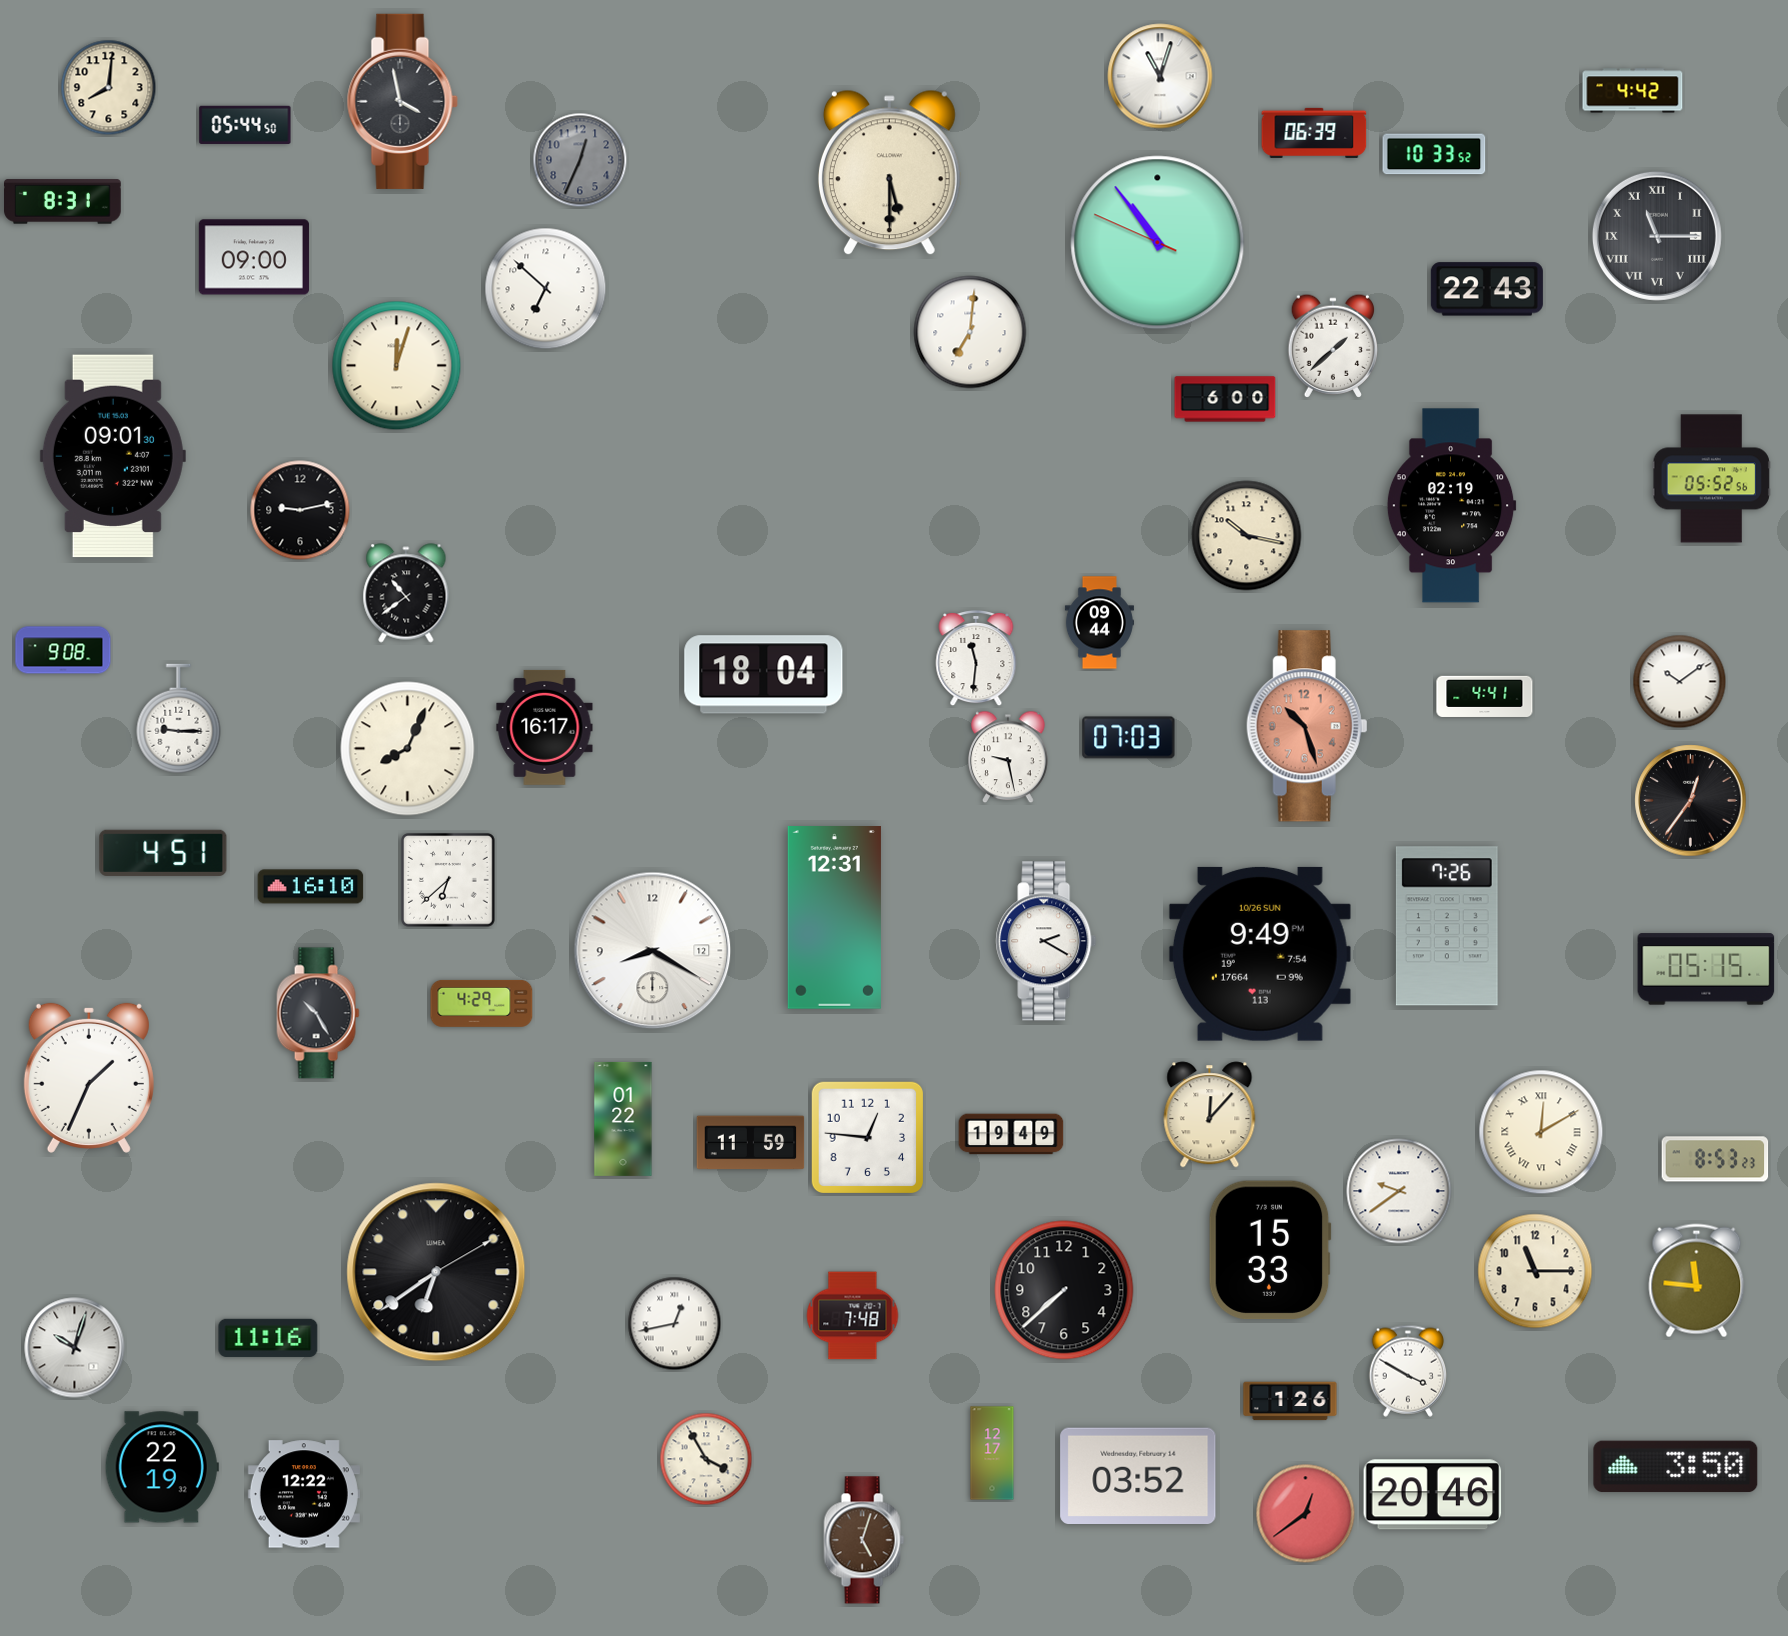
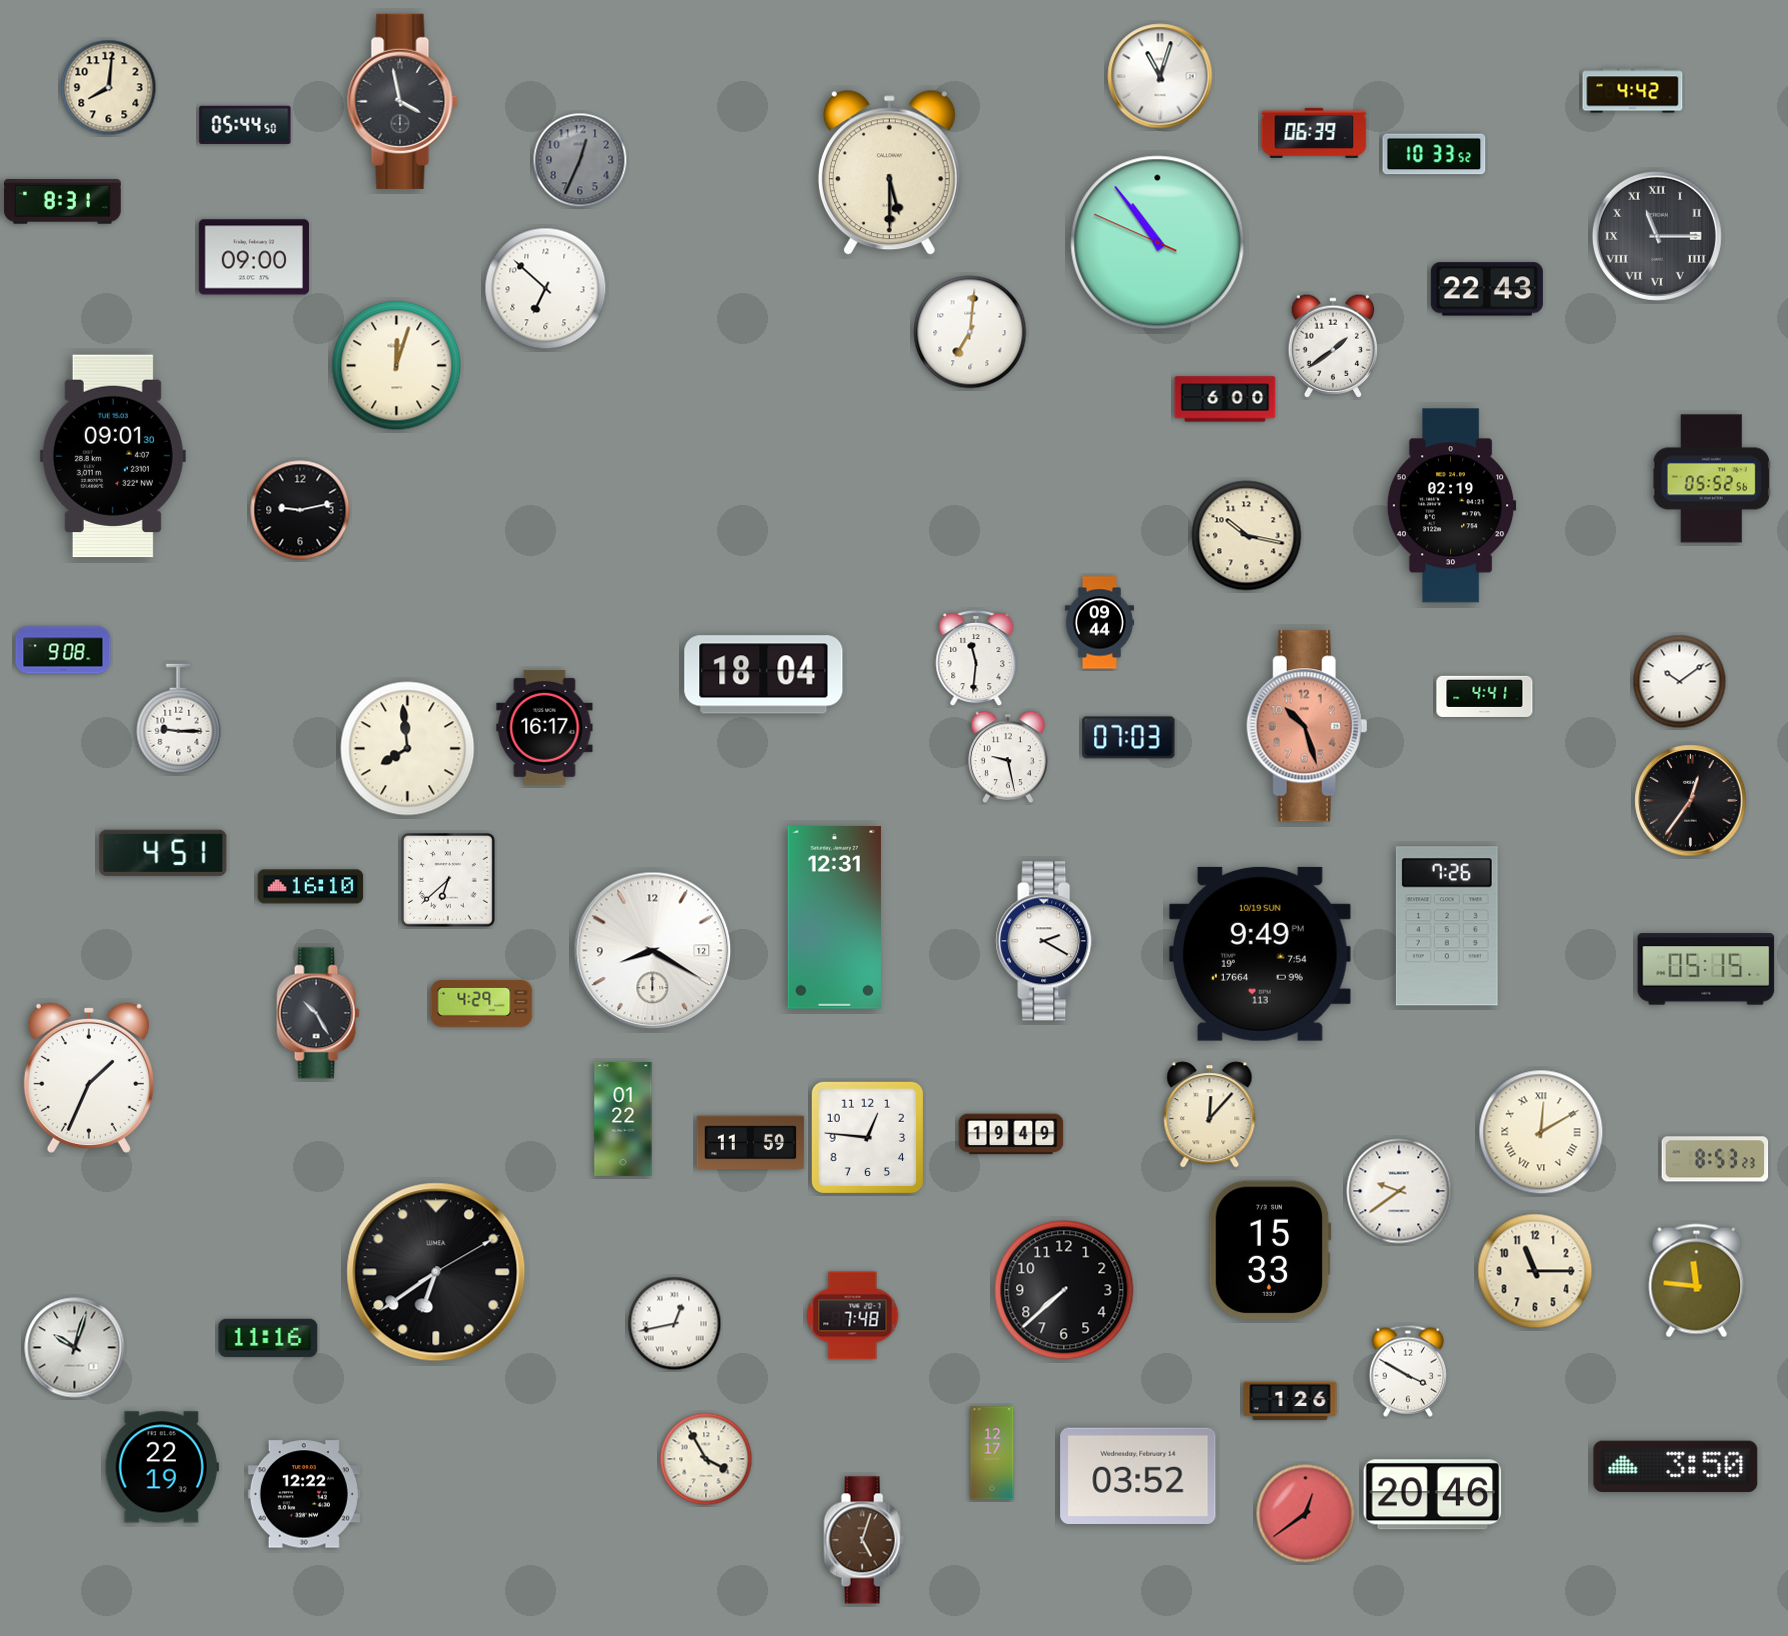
clock at (1332, 346): 1:38 -> 1:39
clock at (406, 593): 10:39 -> none
clock at (408, 749): 8:04 -> 7:59
clock at (1260, 954) date: 10/26 SUN -> 10/19 SUN
